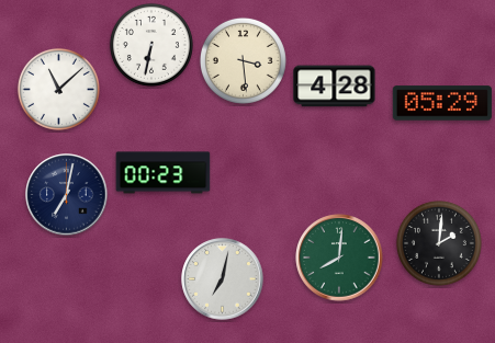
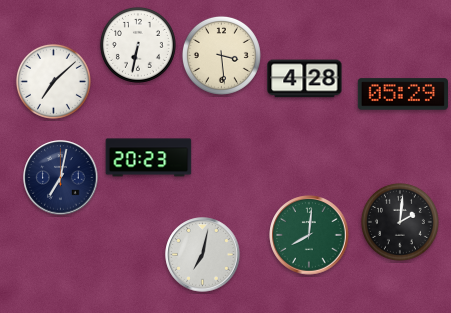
clock at (151, 45) position: (151, 45) -> (138, 45)
clock at (58, 89): 11:08 -> 7:08
clock at (164, 173): 00:23 -> 20:23
